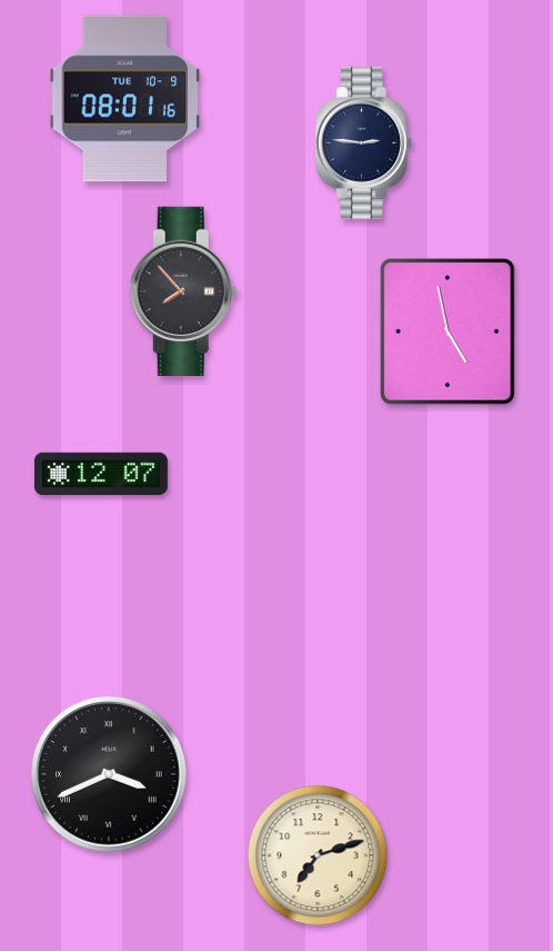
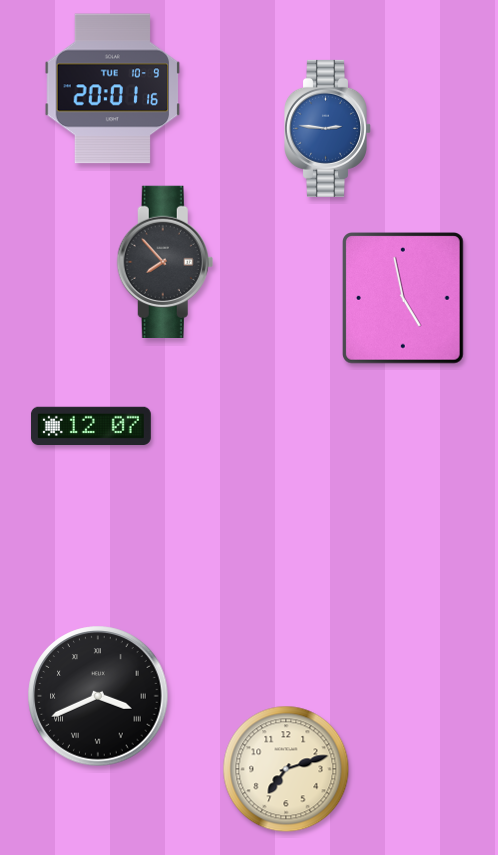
clock at (125, 99): 08:01 -> 20:01
clock at (364, 142) dial: navy -> blue
